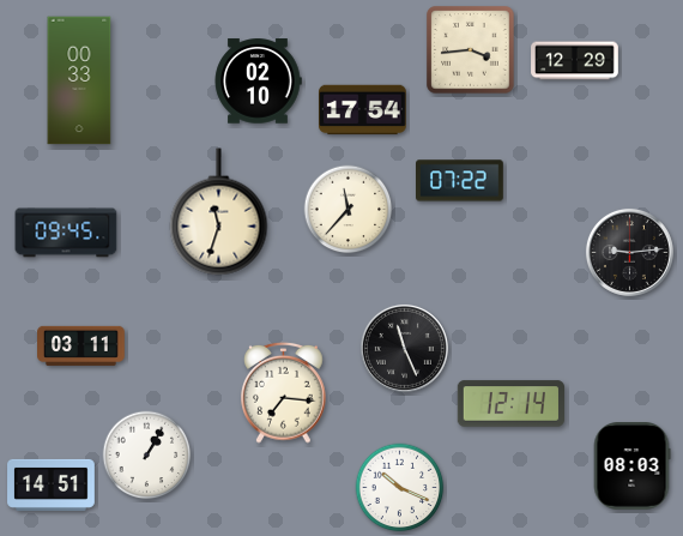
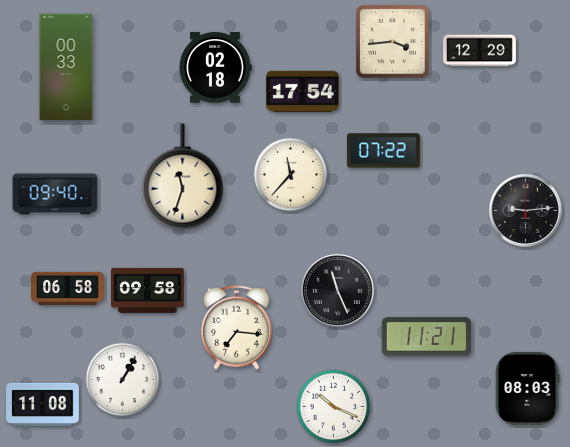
clock at (258, 82): 02:10 -> 02:18
clock at (66, 233): 09:45 -> 09:40
clock at (81, 345): 03:11 -> 06:58
clock at (148, 290): none -> 09:58
clock at (510, 404): 12:14 -> 11:21
clock at (52, 484): 14:51 -> 11:08
